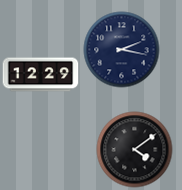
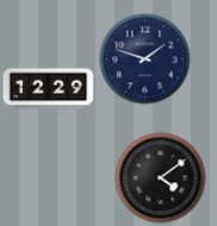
clock at (122, 50): 2:17 -> 1:48
